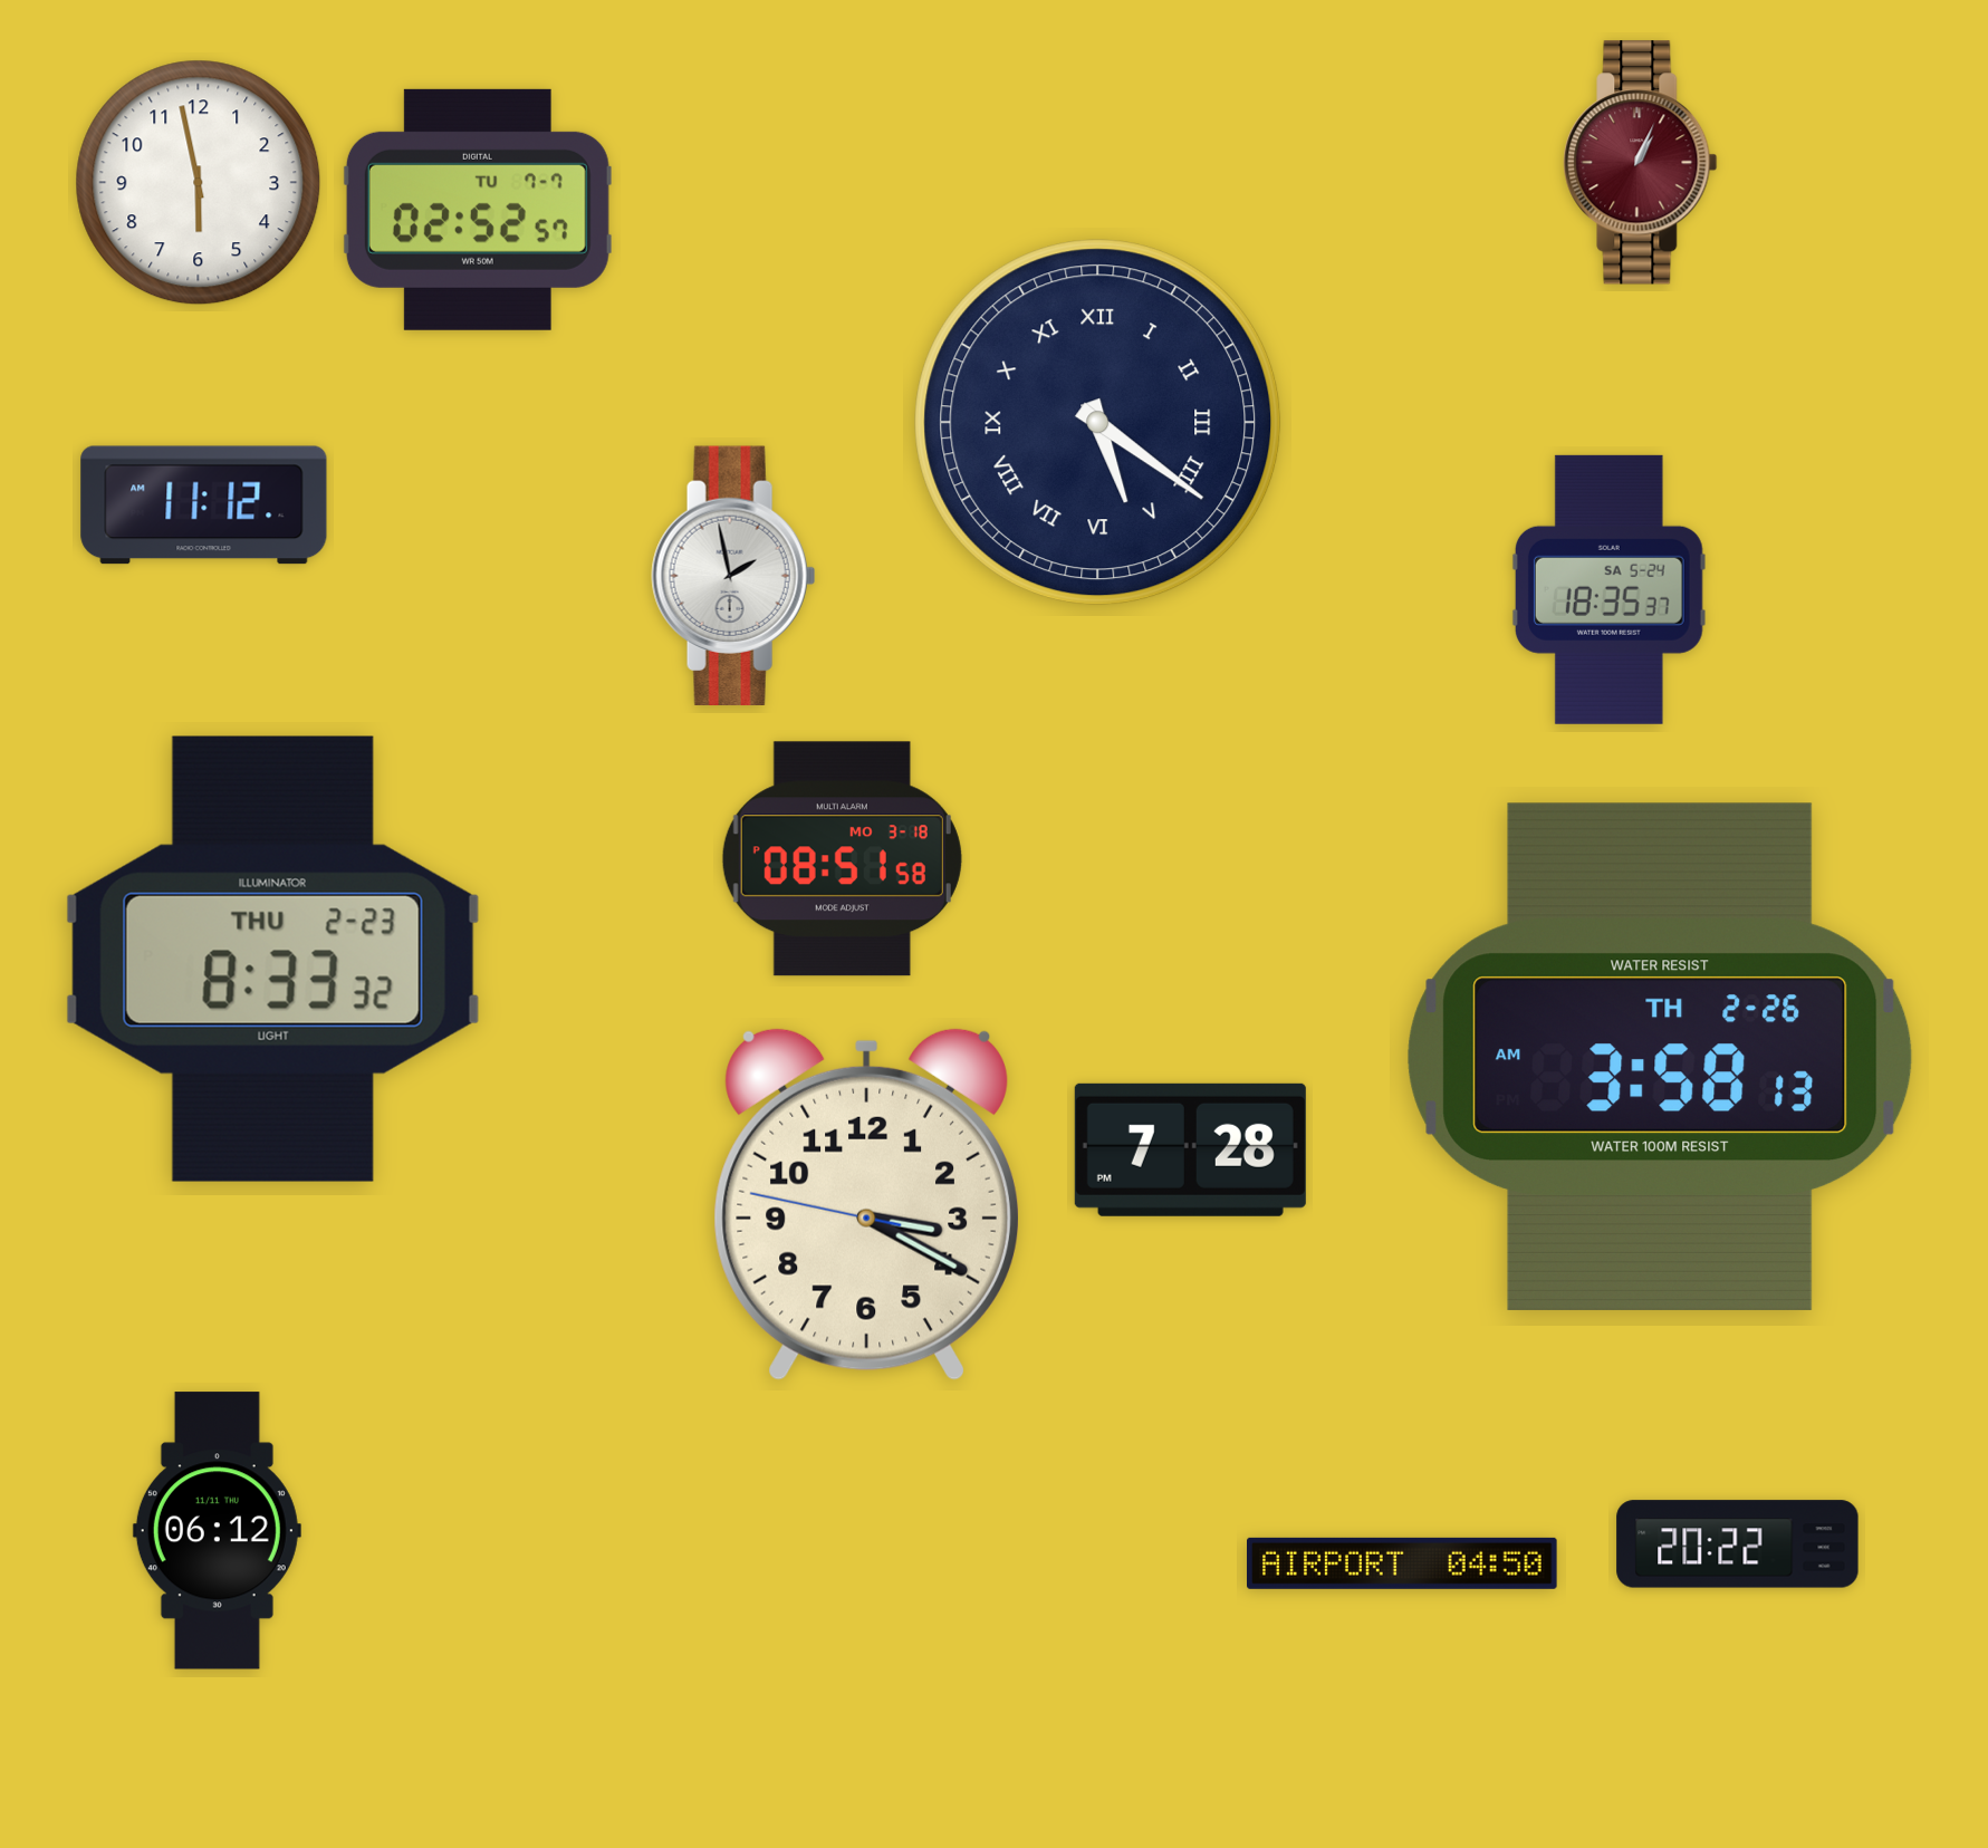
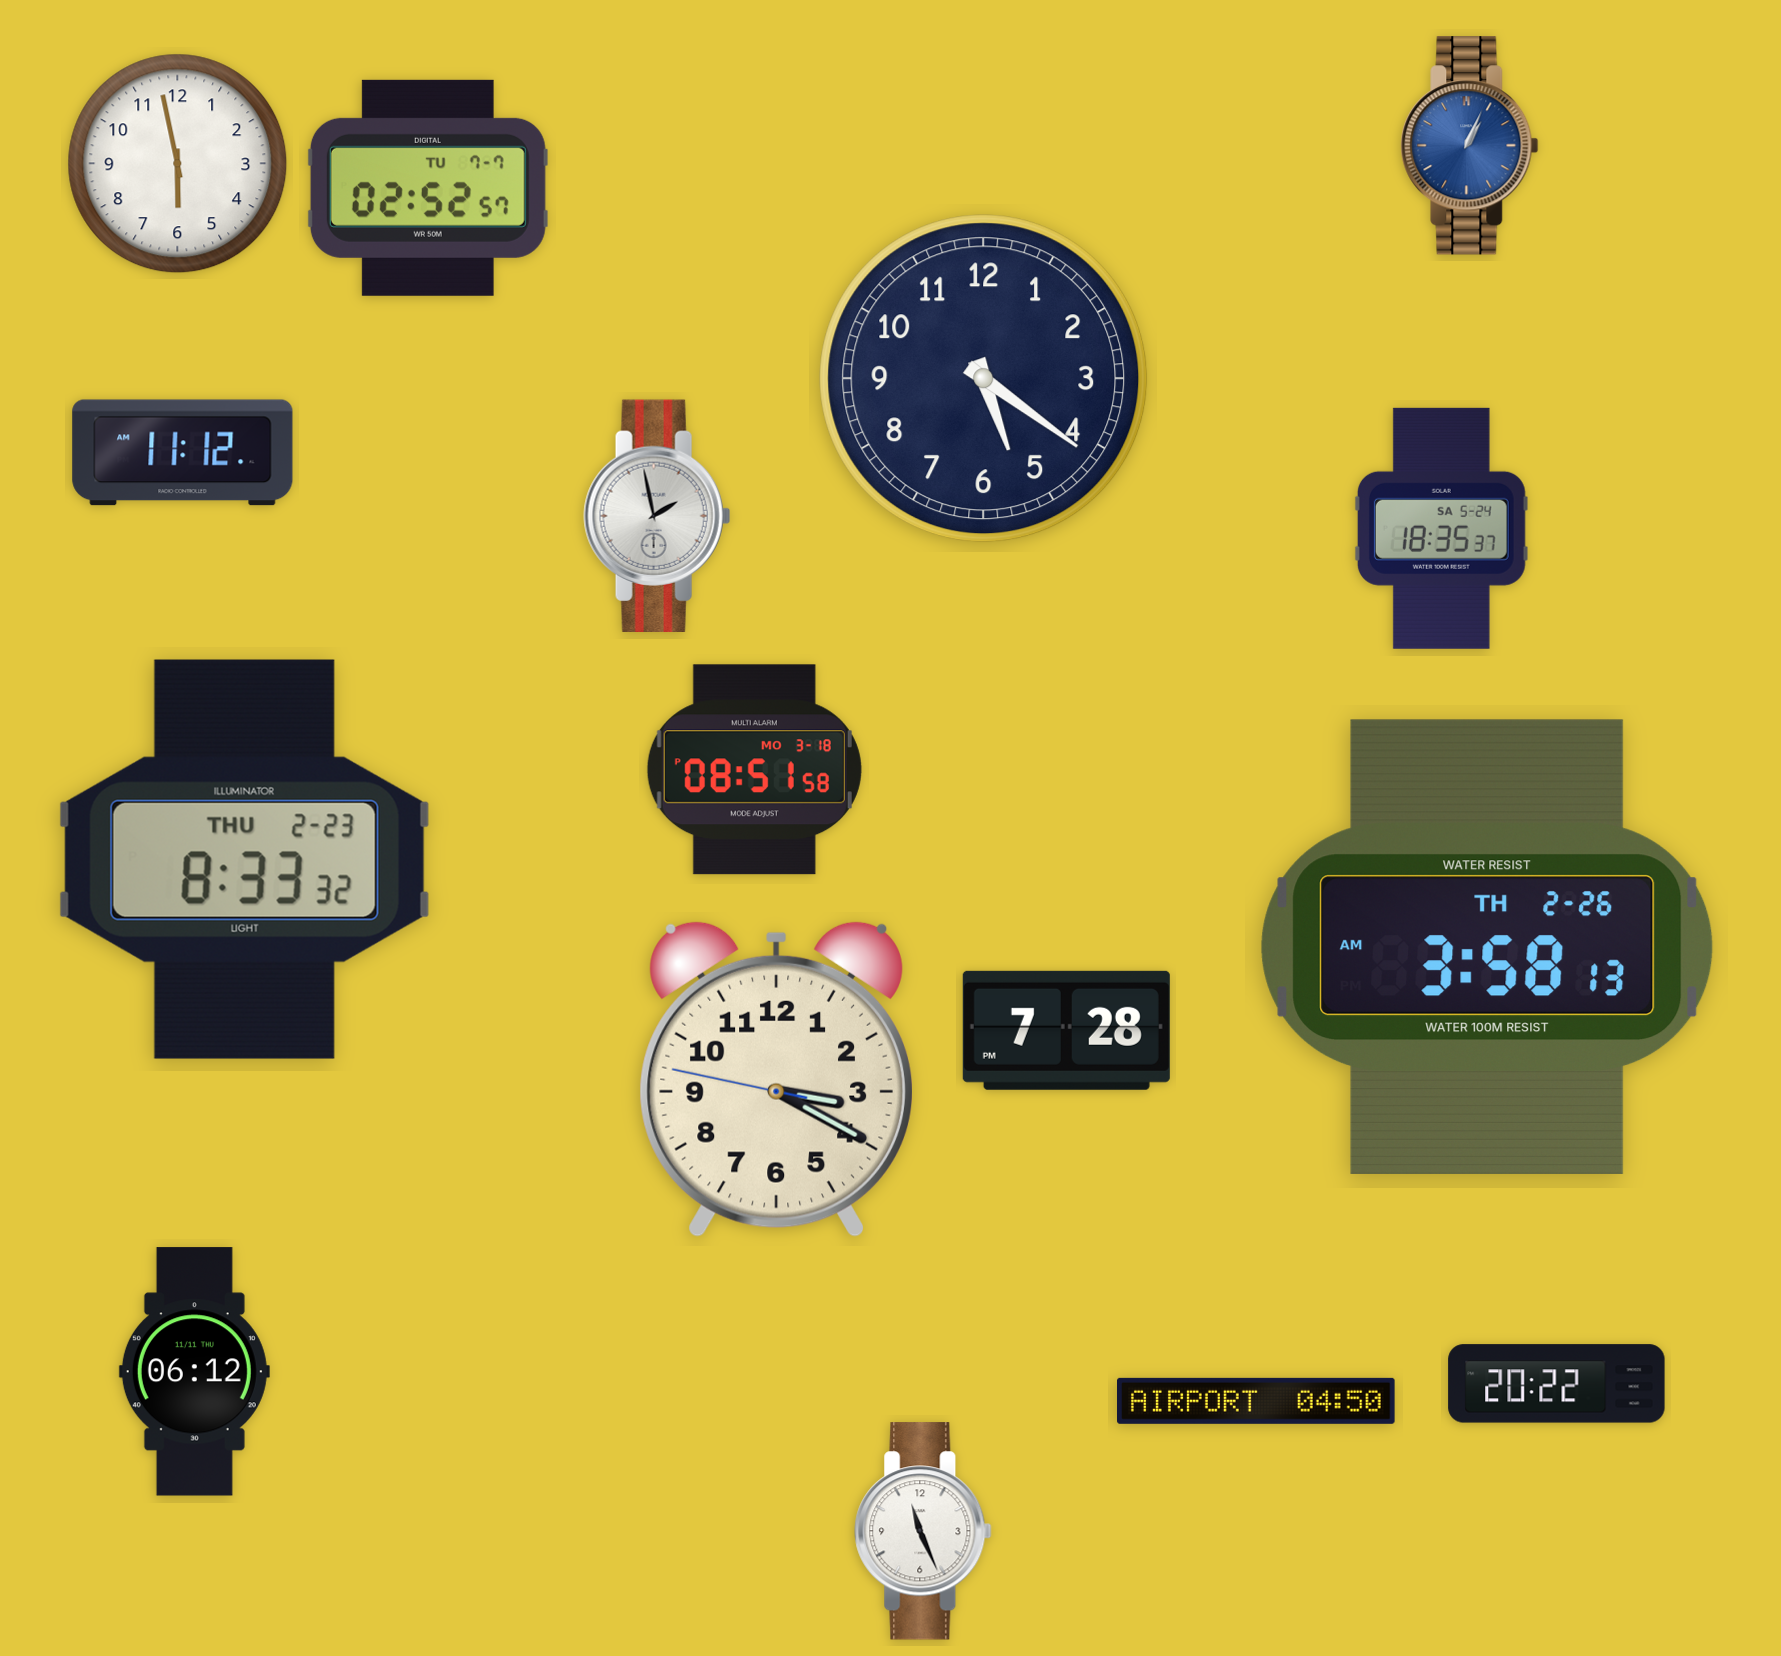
clock at (1641, 163) dial: burgundy -> blue
clock at (1098, 423) numerals: Roman -> Arabic
clock at (923, 1531): none -> 11:26
